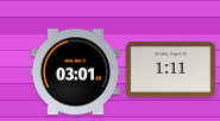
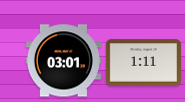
clock at (170, 70) position: (170, 70) -> (143, 63)
